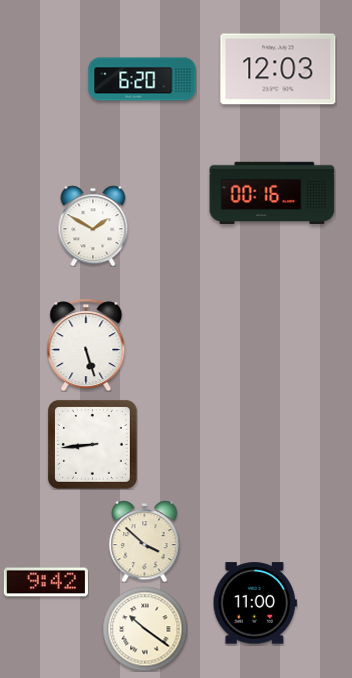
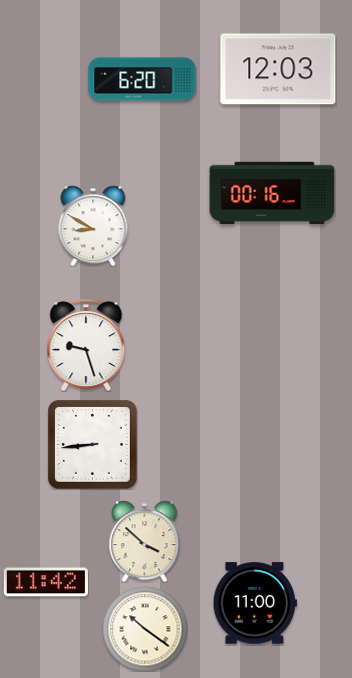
clock at (93, 226): 1:50 -> 8:50
clock at (86, 345): 5:27 -> 9:27
clock at (46, 582): 9:42 -> 11:42
